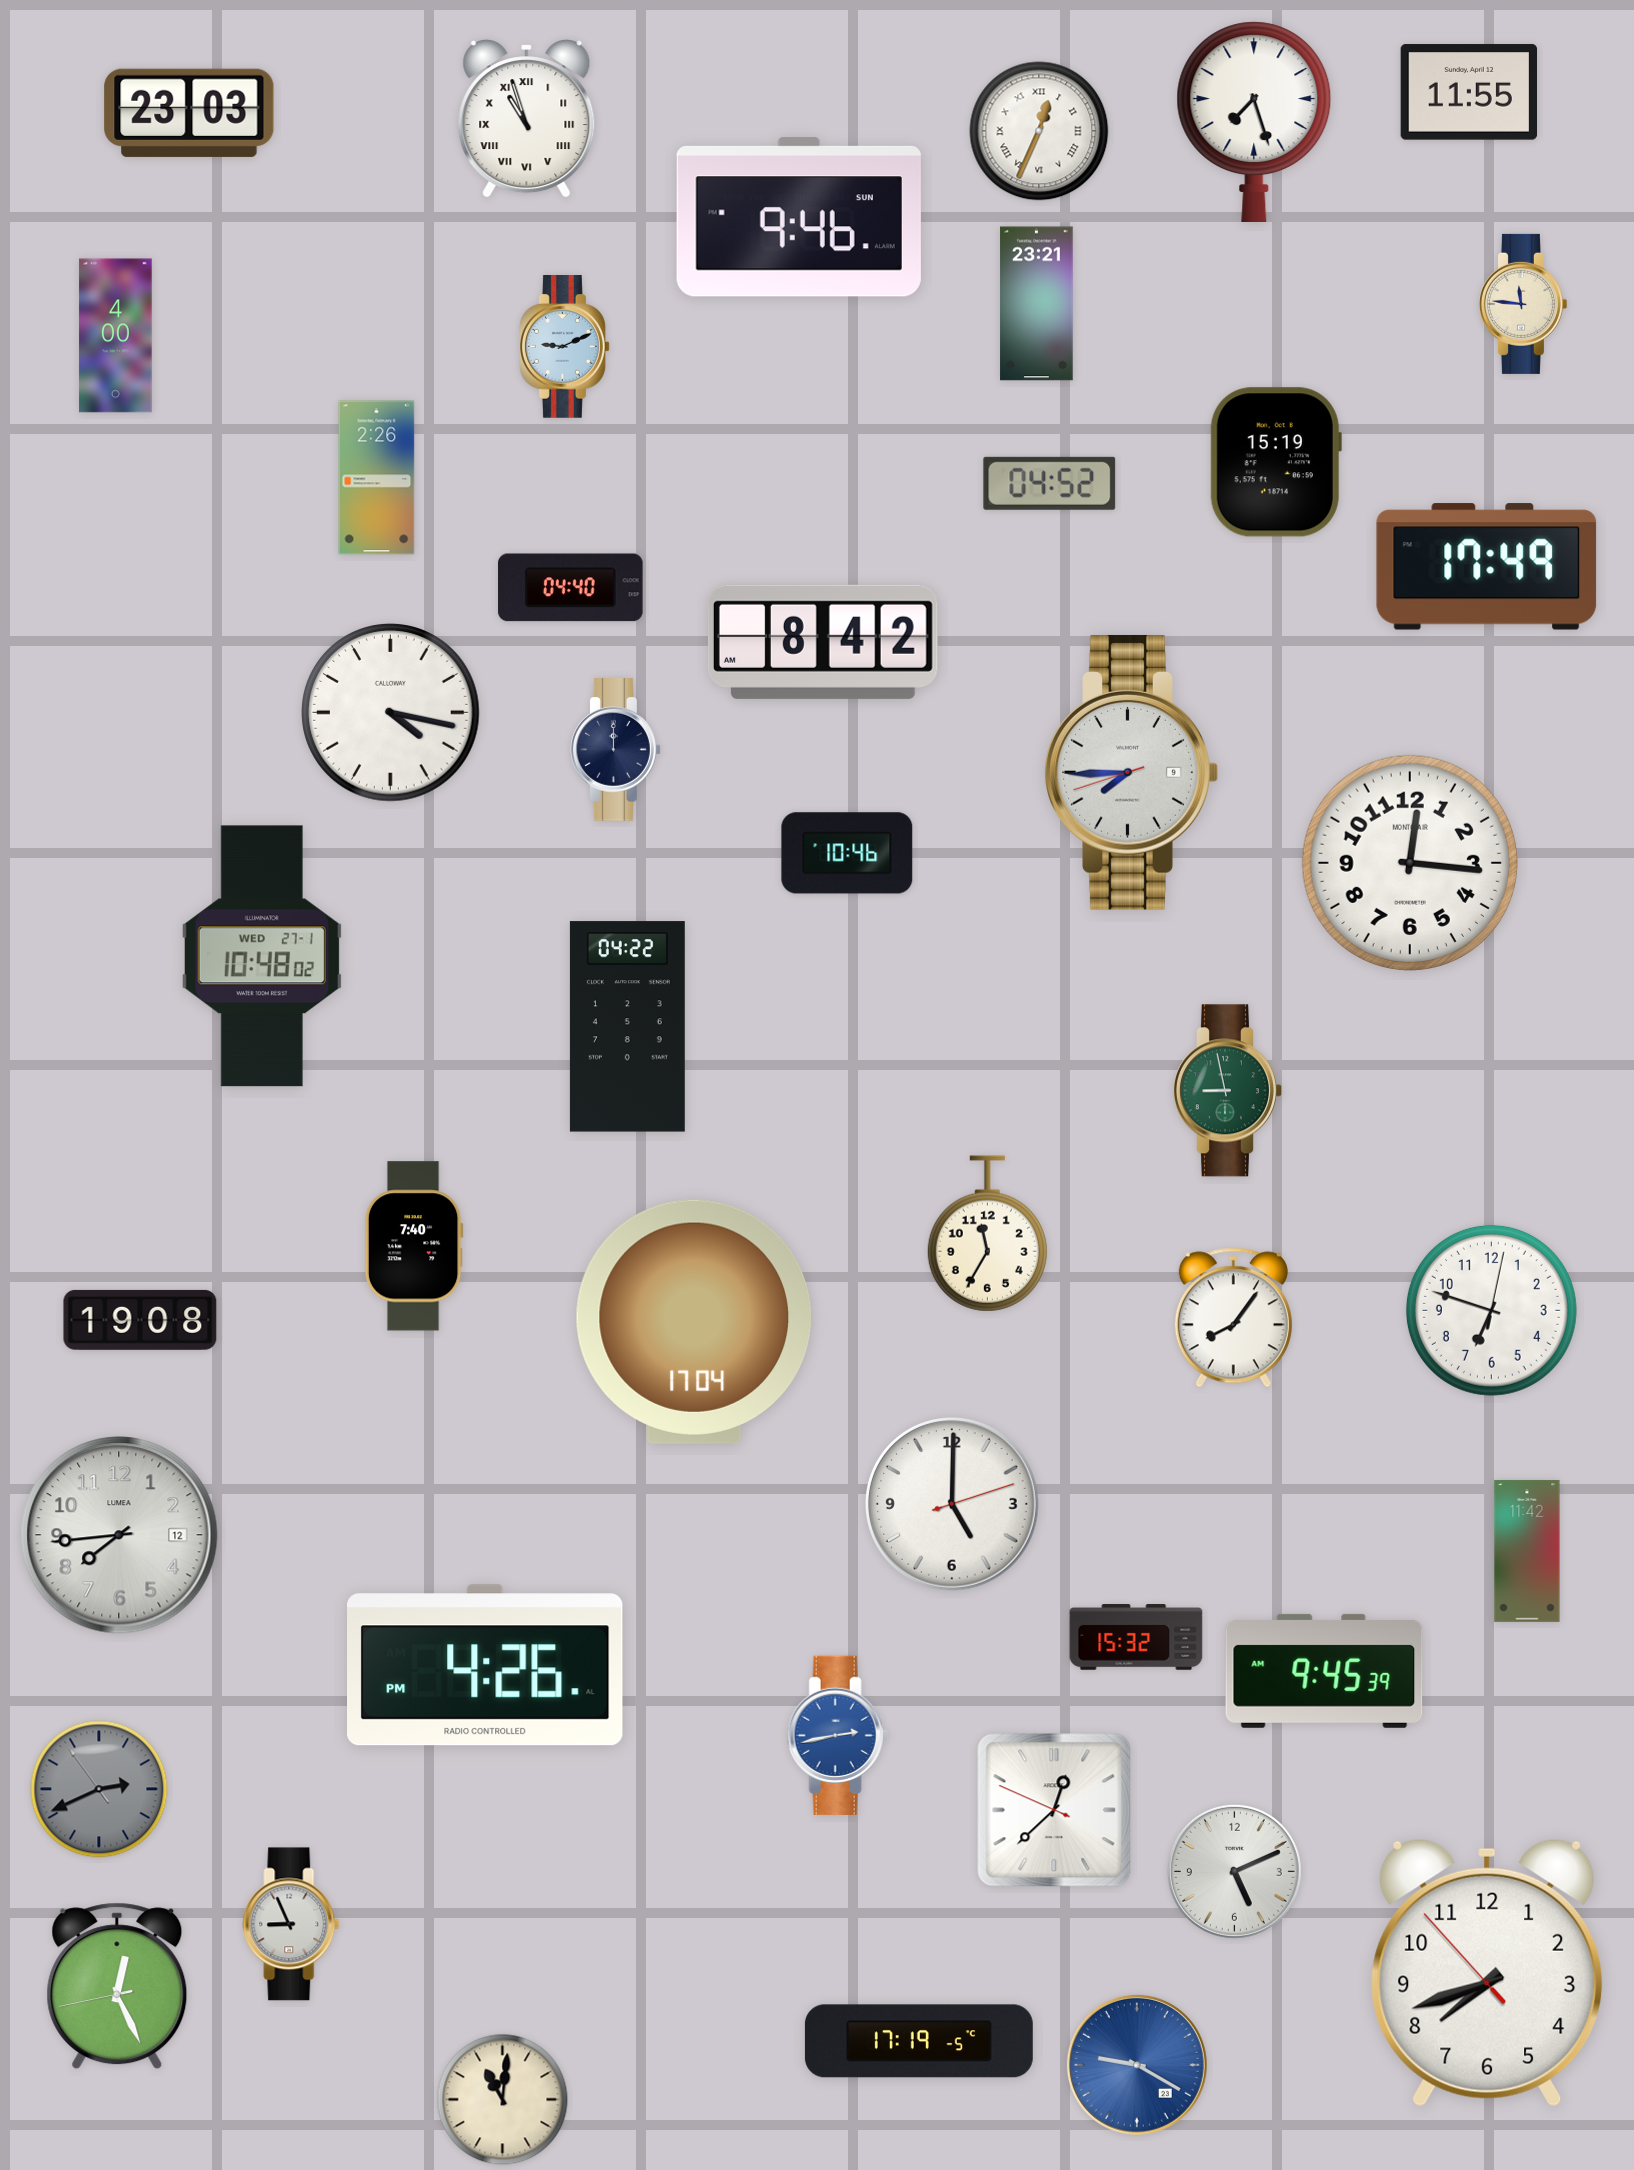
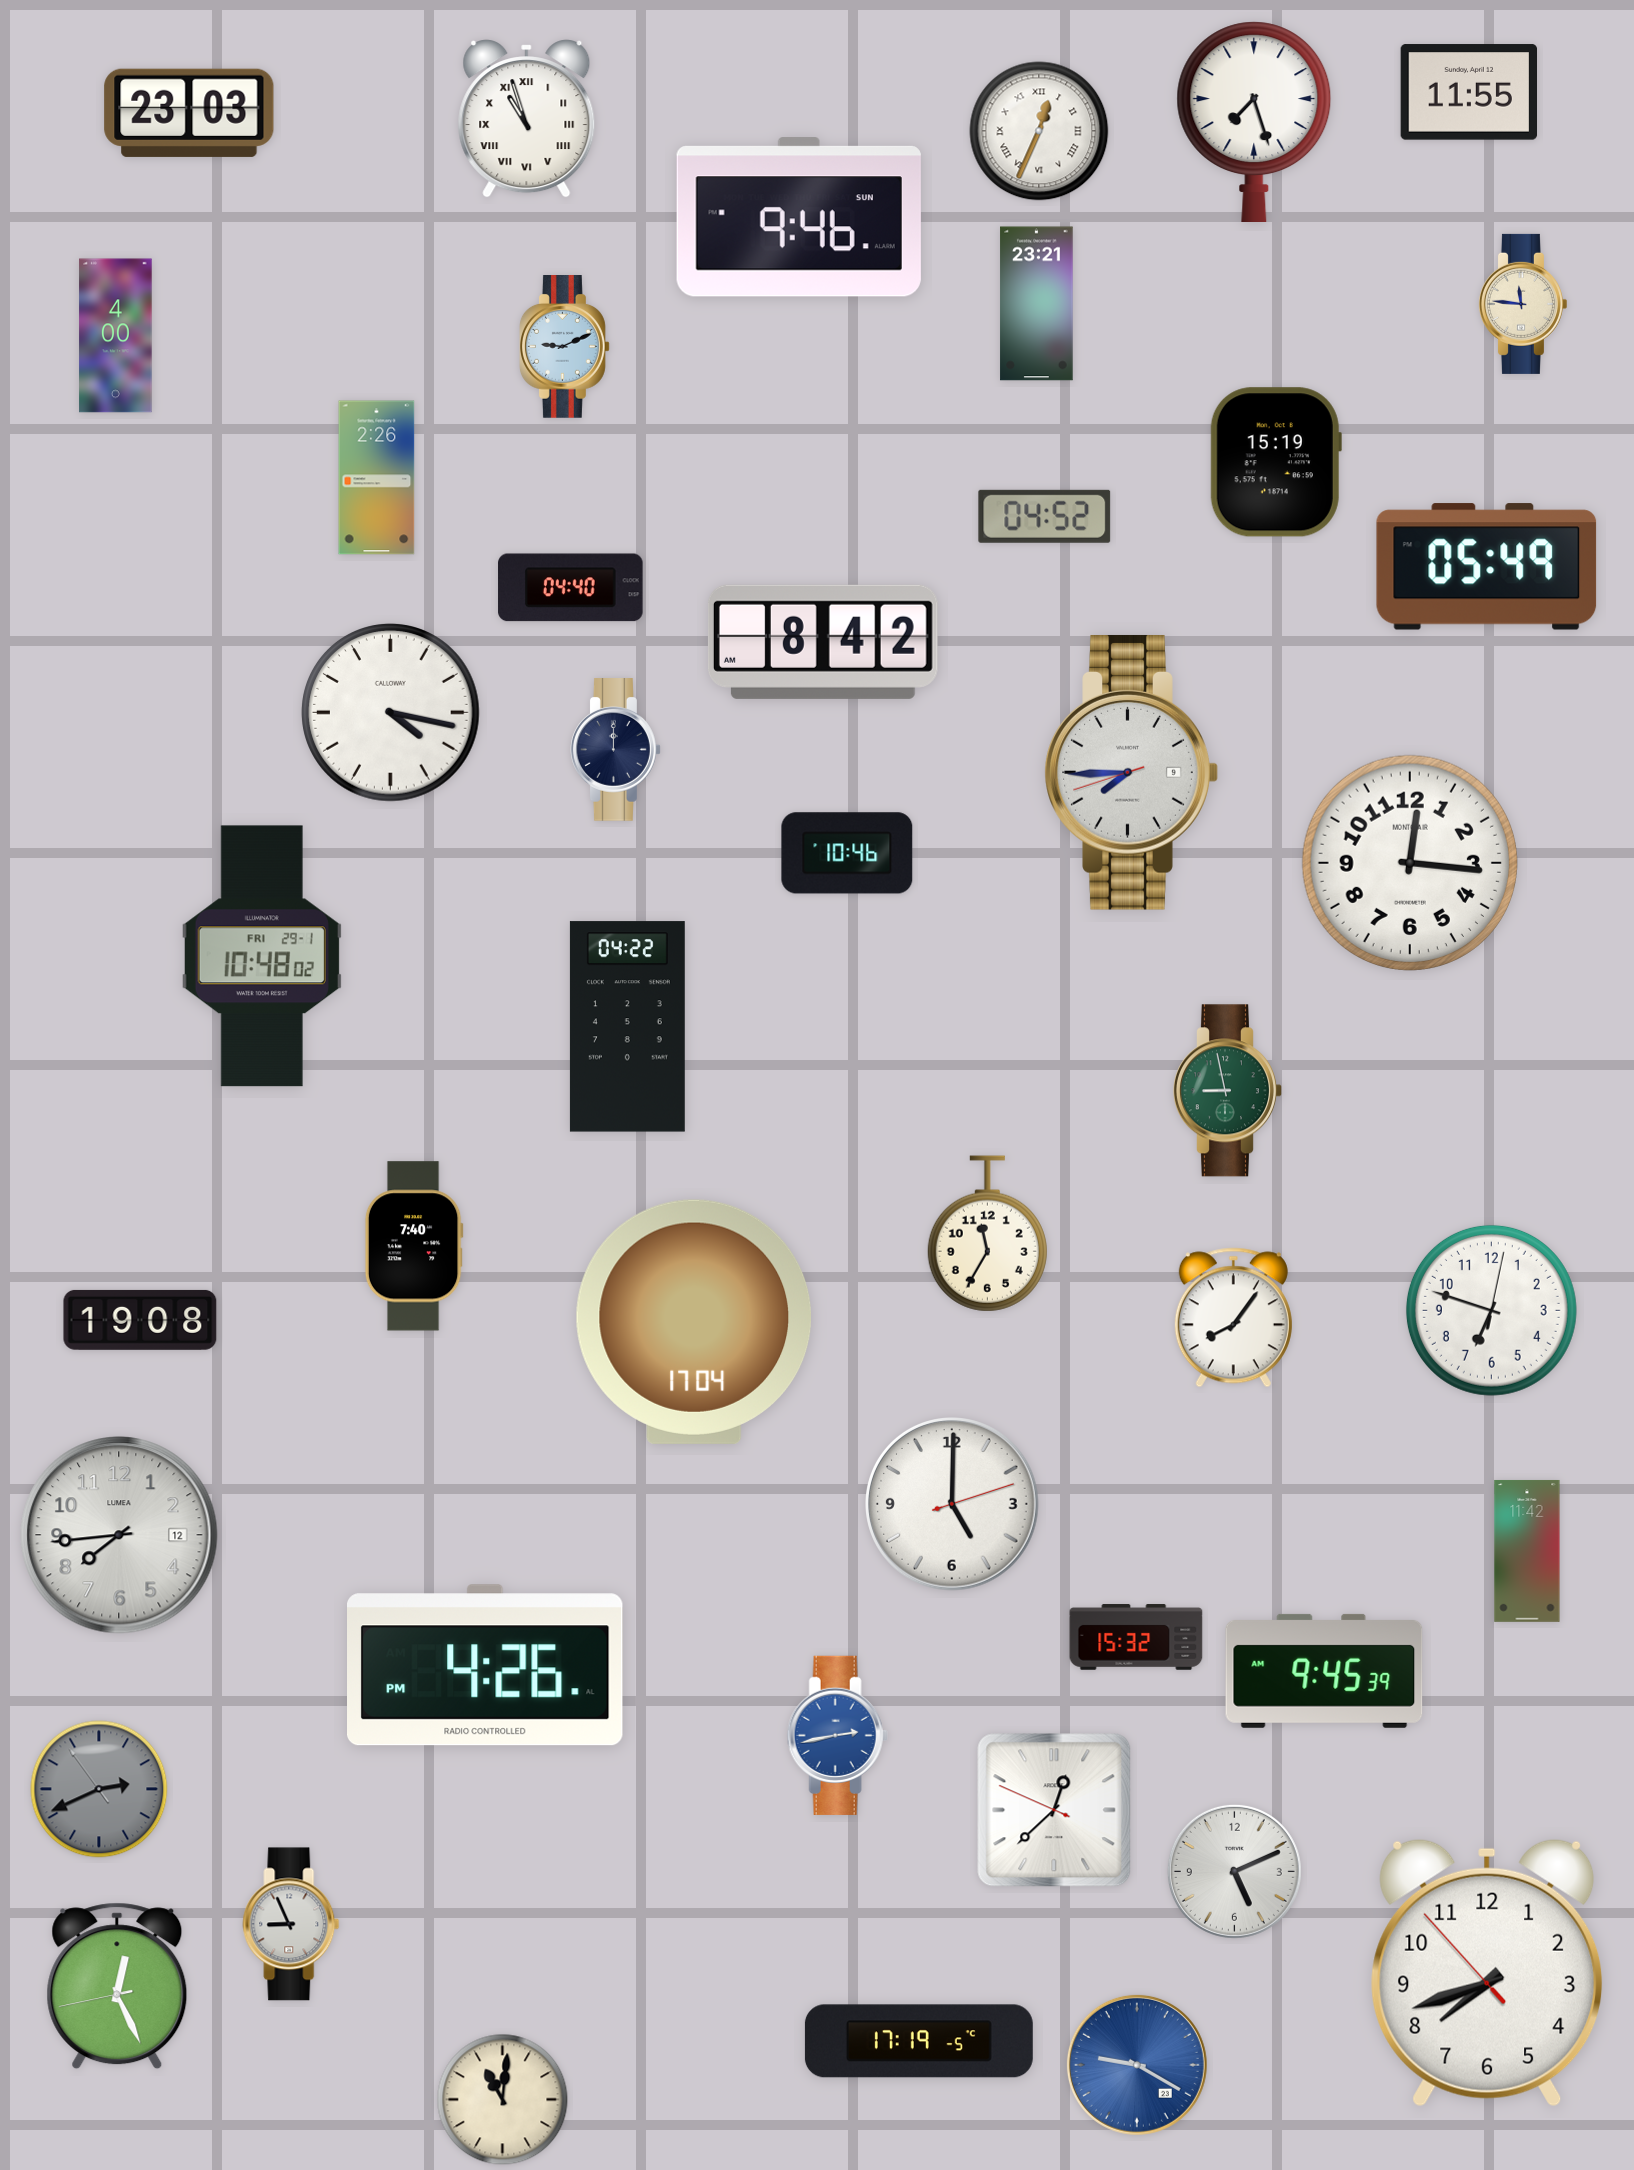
clock at (1050, 483) position: (1050, 483) -> (1045, 516)
clock at (1487, 567): 17:49 -> 05:49
clock at (262, 956) date: WED 27-1 -> FRI 29-1
